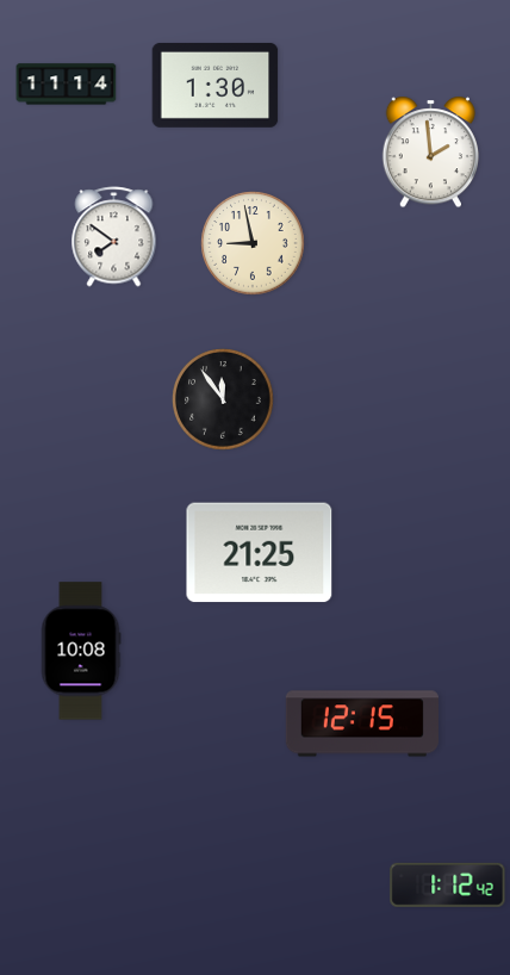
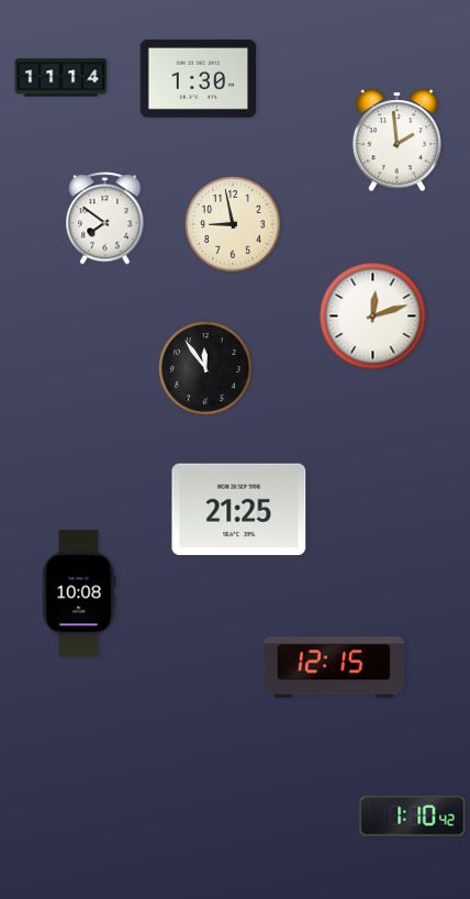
clock at (373, 317): none -> 12:12
clock at (81, 651) position: (81, 651) -> (79, 593)
clock at (448, 884): 1:12 -> 1:10
